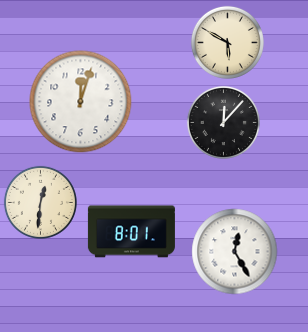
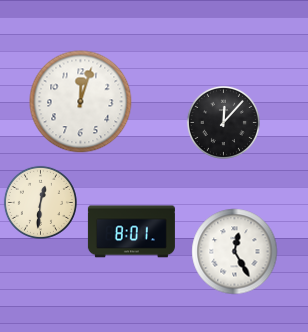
clock at (227, 42): 5:50 -> none
